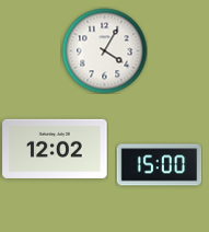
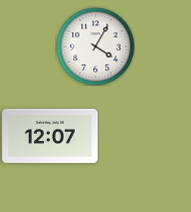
clock at (55, 149): 12:02 -> 12:07
clock at (159, 165): 15:00 -> none
